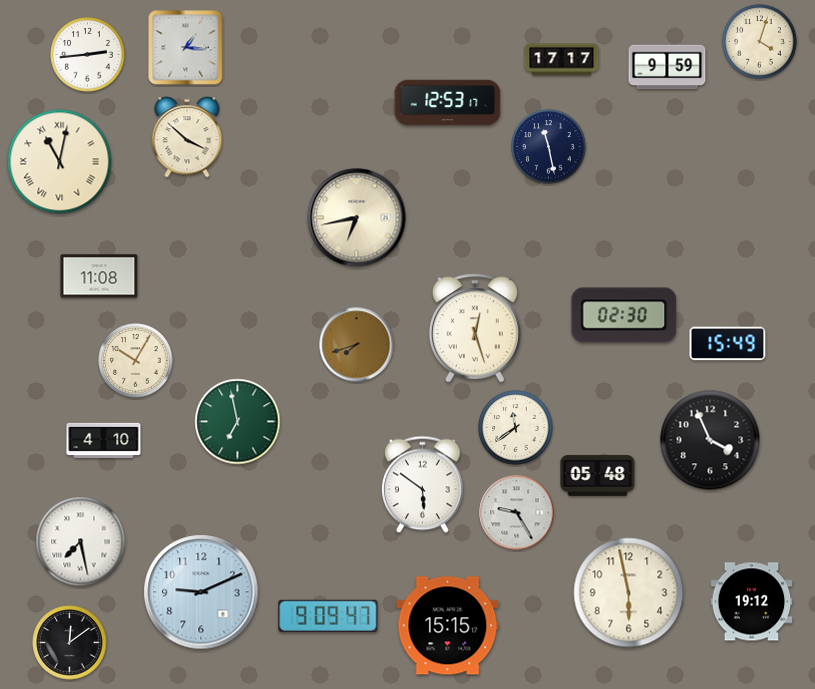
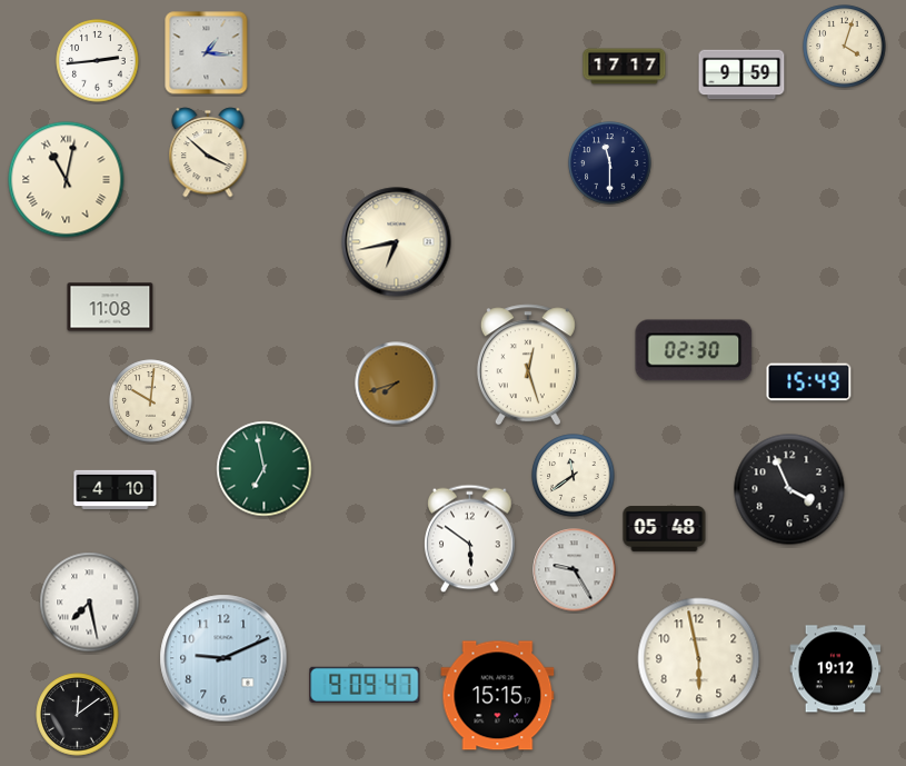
clock at (448, 103): 12:53 -> none
clock at (549, 147): 11:28 -> 11:30
clock at (136, 361): 10:05 -> 10:01
